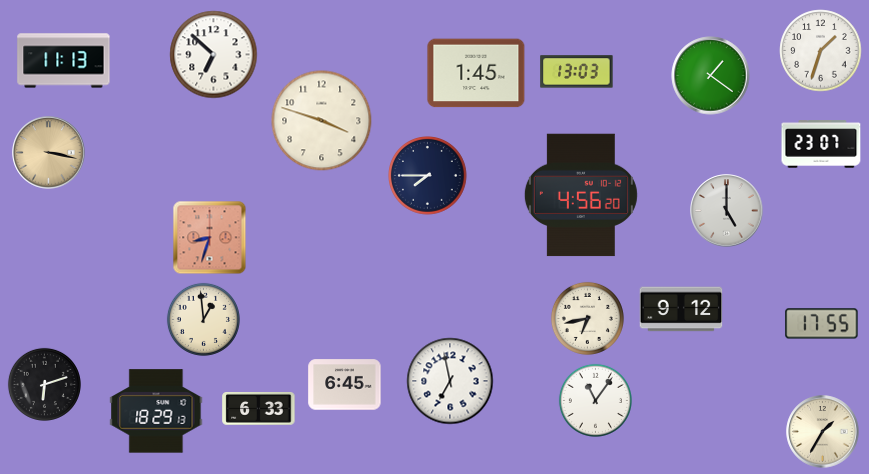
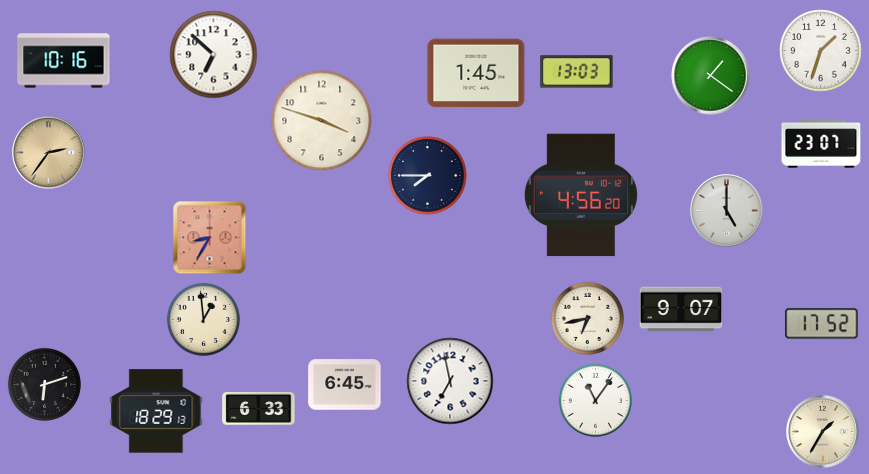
clock at (64, 61): 11:13 -> 10:16
clock at (49, 153): 3:17 -> 2:36
clock at (210, 238): 8:33 -> 8:35
clock at (681, 309): 9:12 -> 9:07
clock at (822, 324): 17:55 -> 17:52
